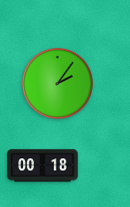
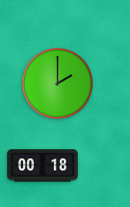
clock at (57, 83): 2:06 -> 2:00
